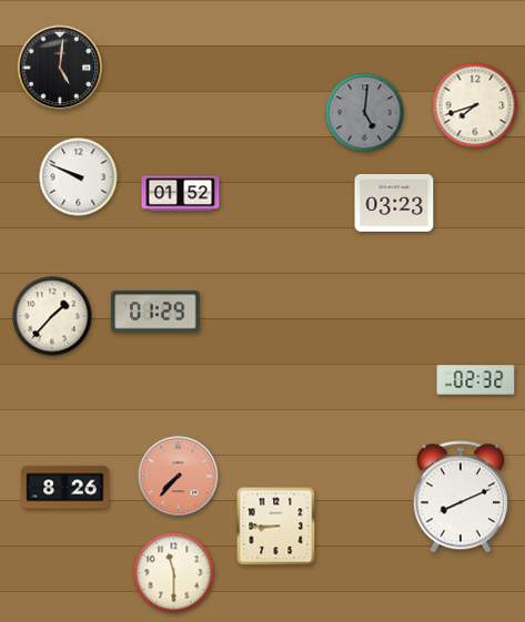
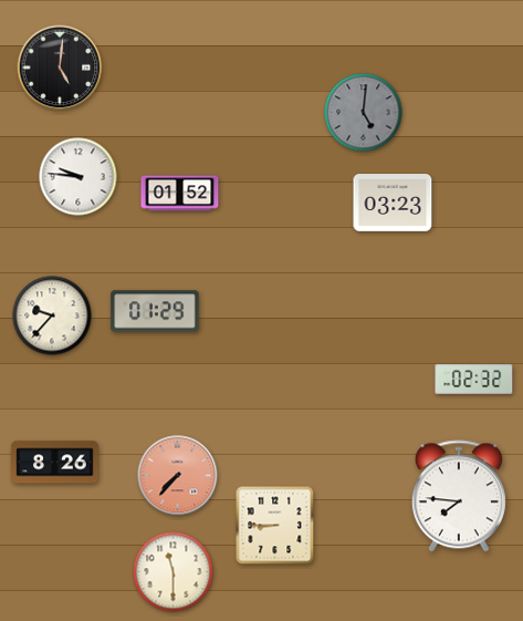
clock at (475, 105): 7:42 -> none
clock at (79, 177): 9:49 -> 9:46
clock at (52, 316): 1:37 -> 9:37
clock at (65, 488) position: (65, 488) -> (55, 463)
clock at (461, 497): 8:11 -> 7:46
